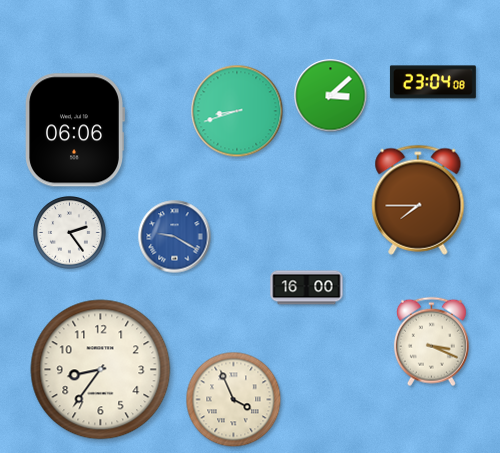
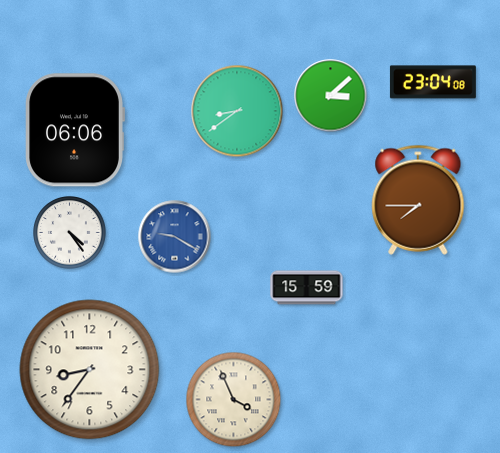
clock at (237, 111): 8:42 -> 8:39
clock at (70, 233): 2:24 -> 4:24
clock at (307, 288): 16:00 -> 15:59
clock at (431, 342): 3:19 -> none
clock at (101, 370) position: (101, 370) -> (90, 370)
